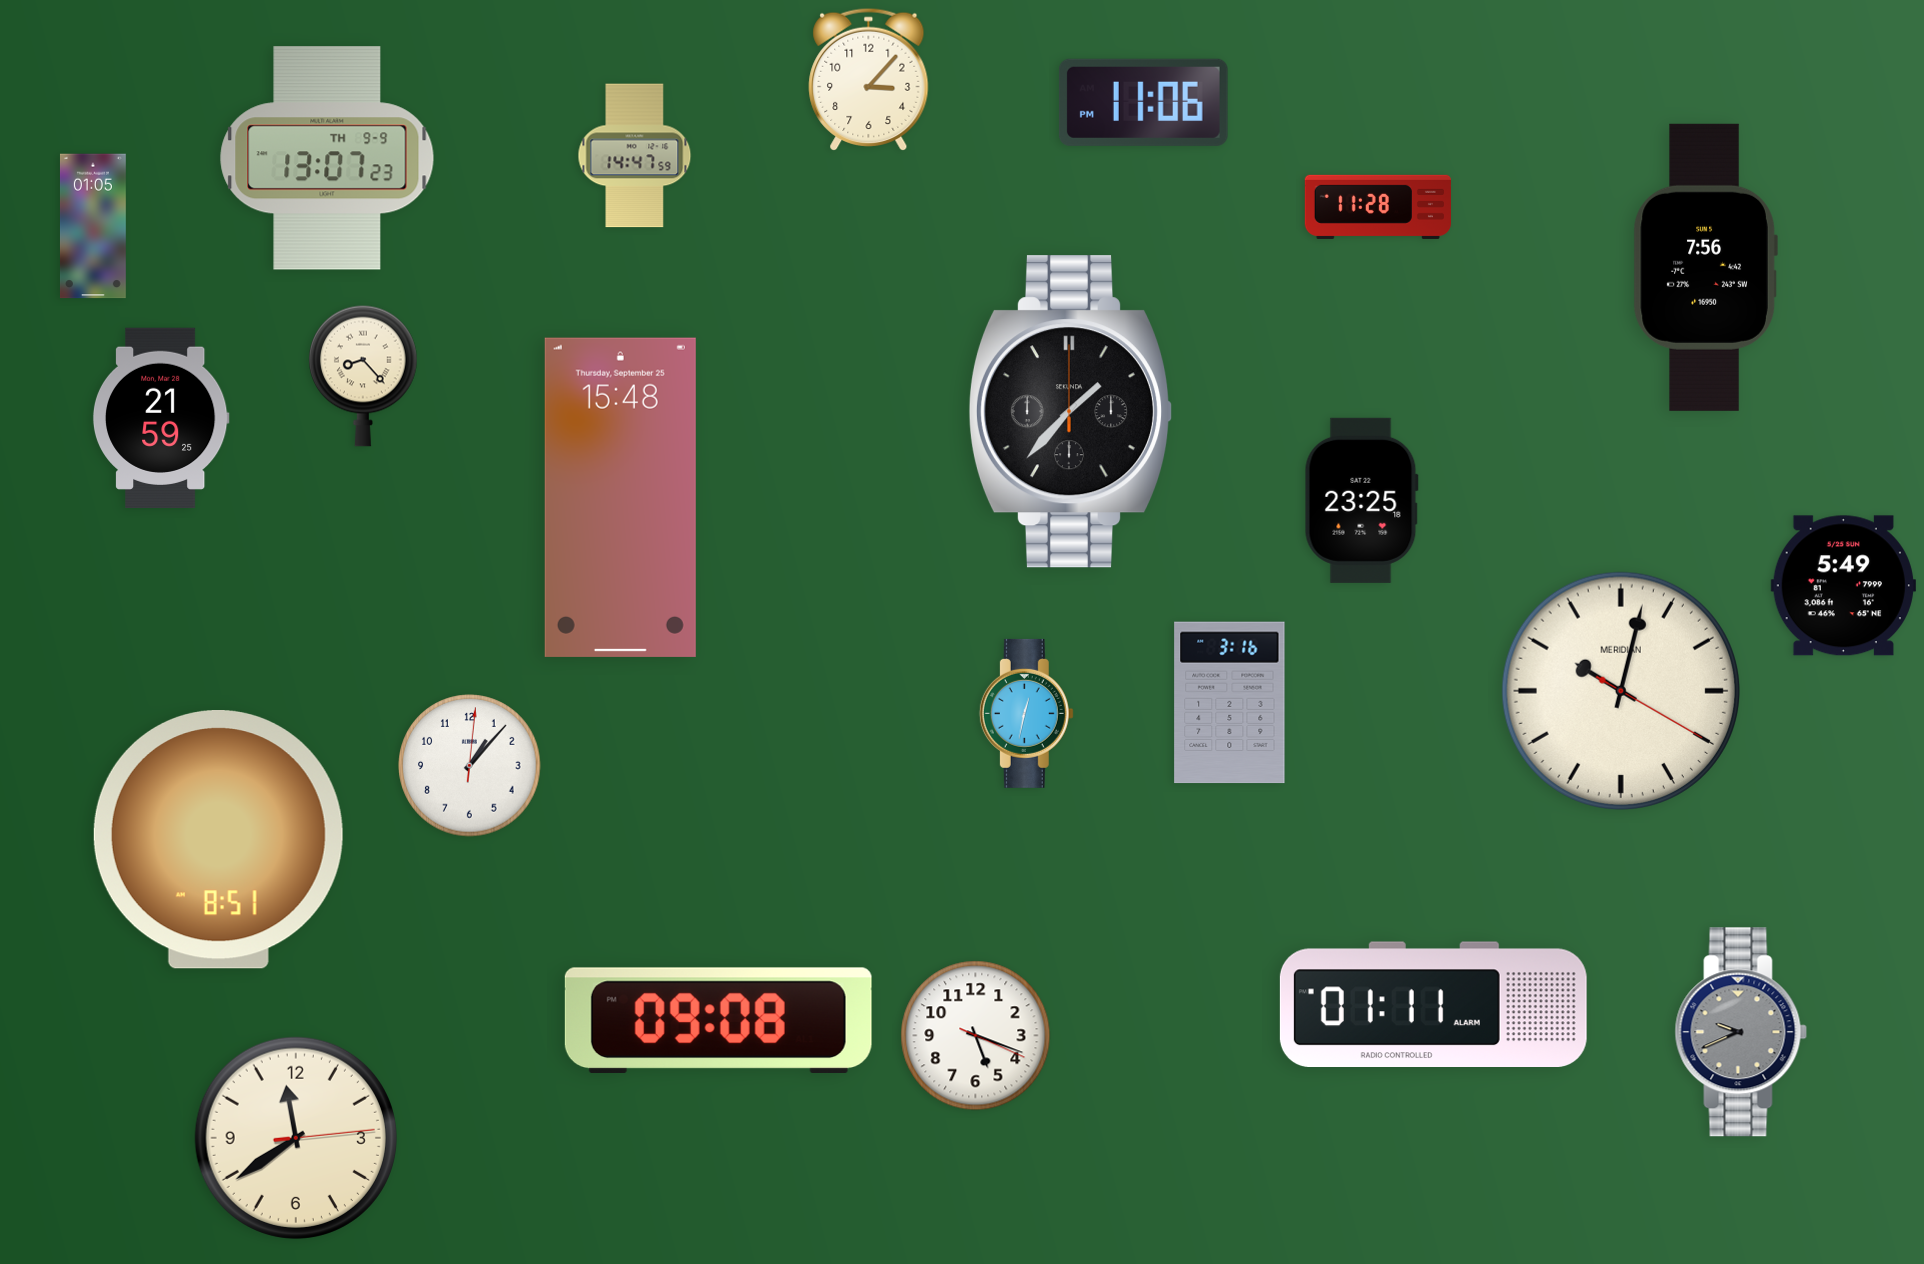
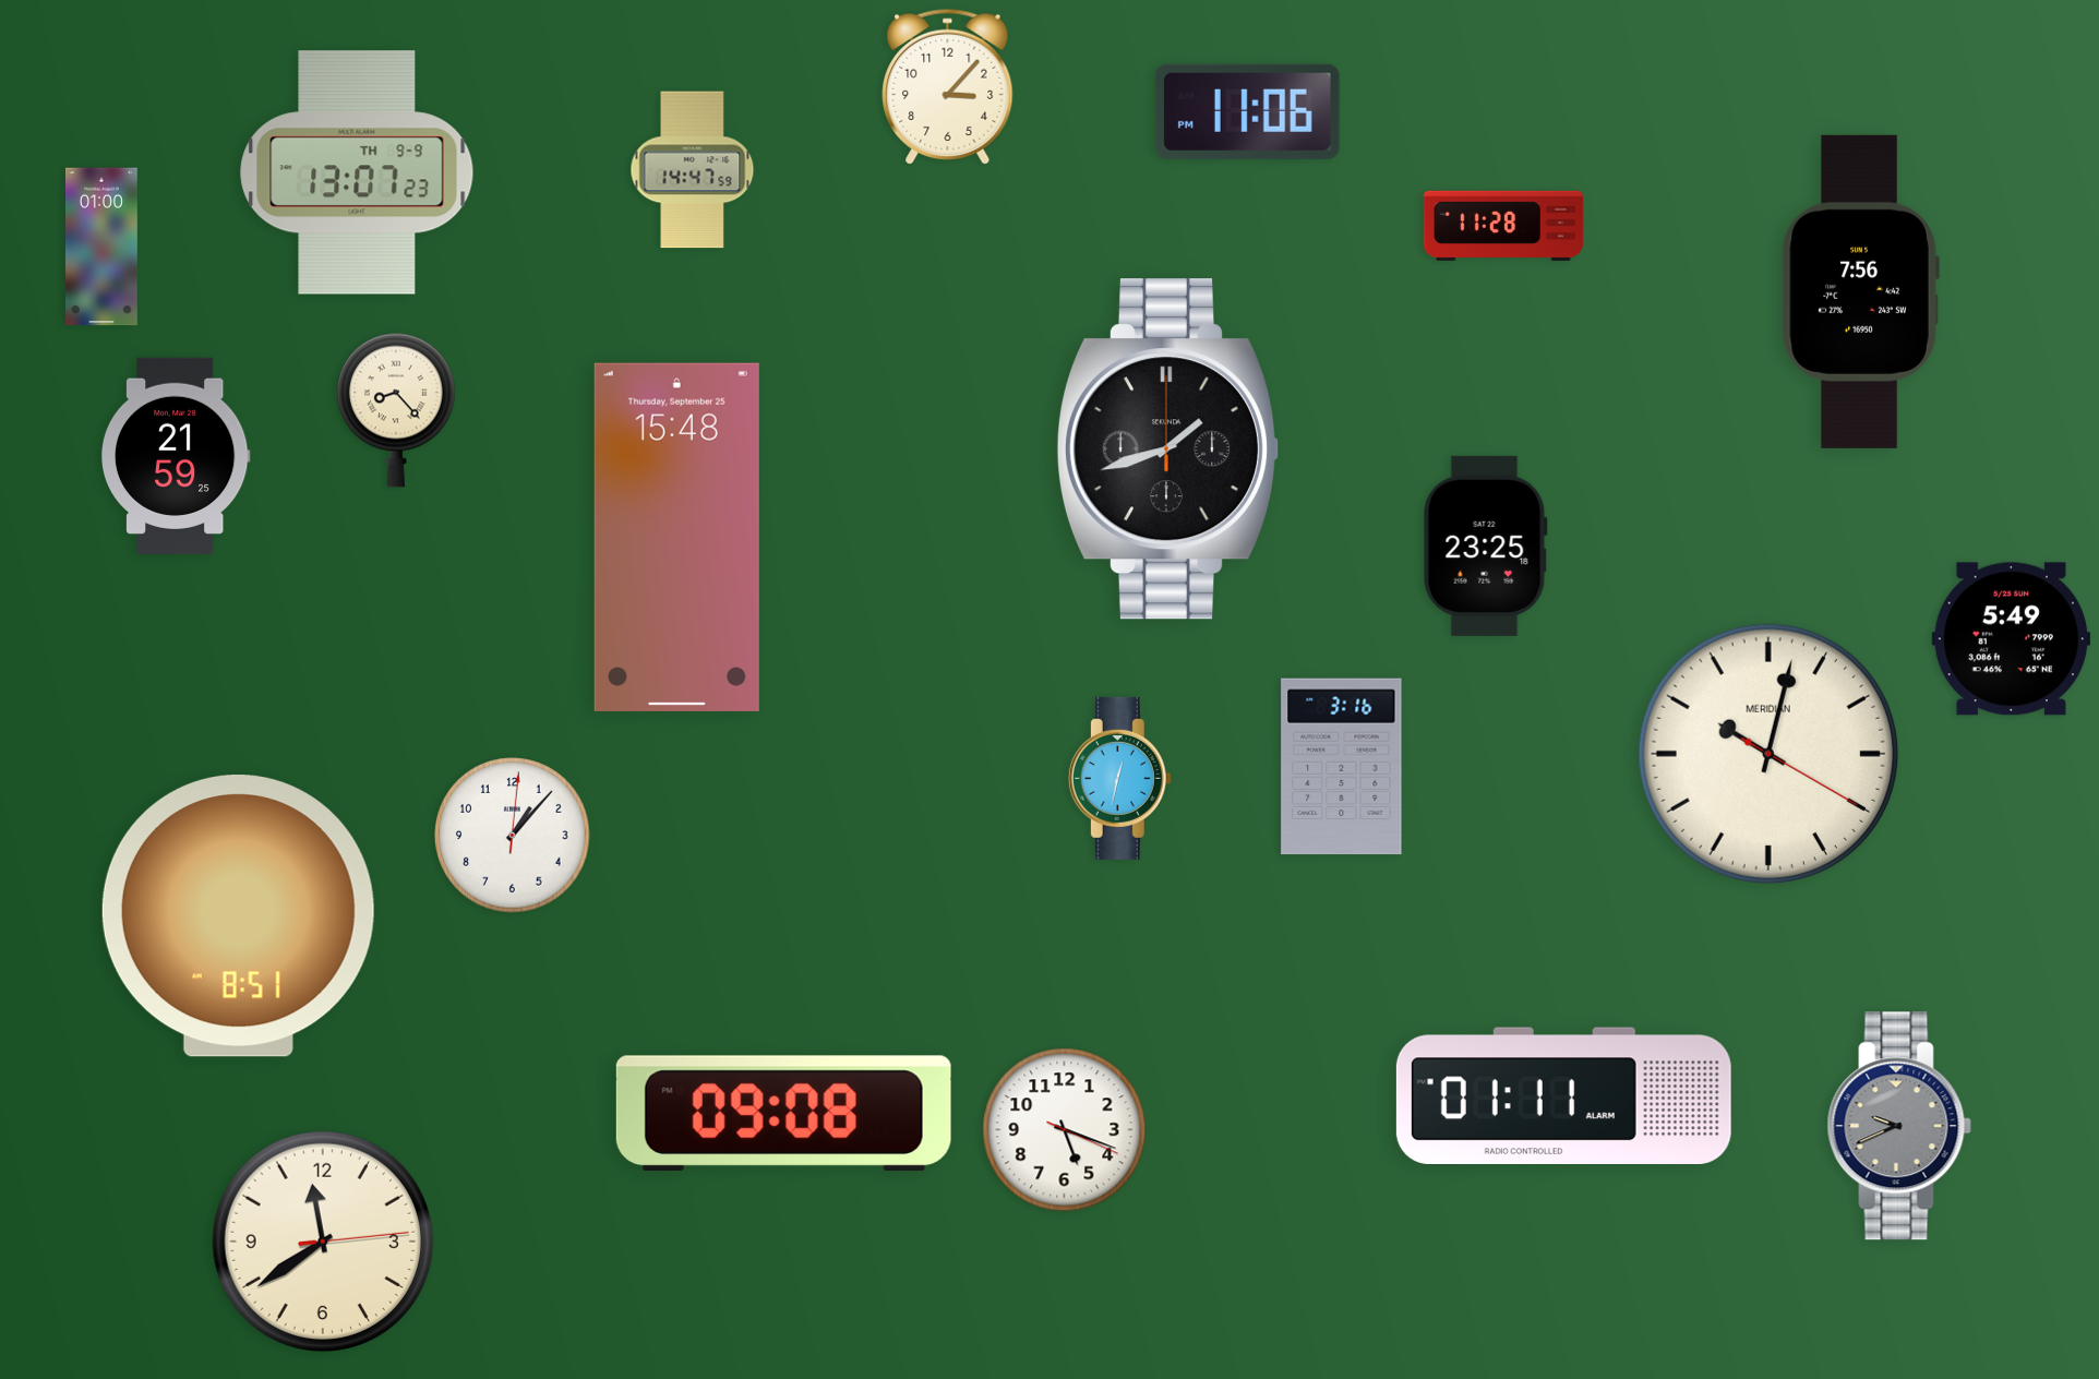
clock at (93, 226): 01:05 -> 01:00
clock at (1071, 412): 1:37 -> 1:42
clock at (620, 497) position: (620, 497) -> (676, 537)
